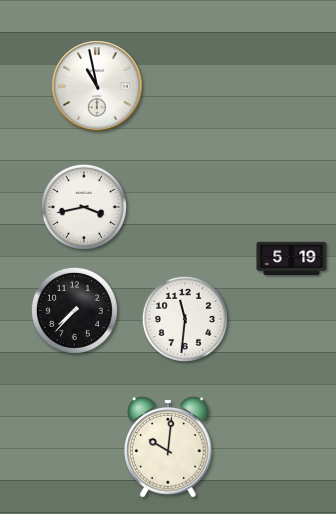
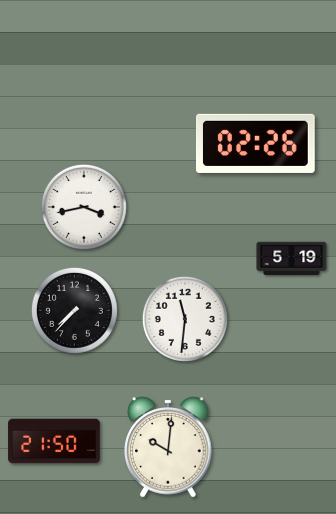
clock at (97, 86): 10:58 -> none
clock at (255, 143): none -> 02:26
clock at (54, 441): none -> 21:50
